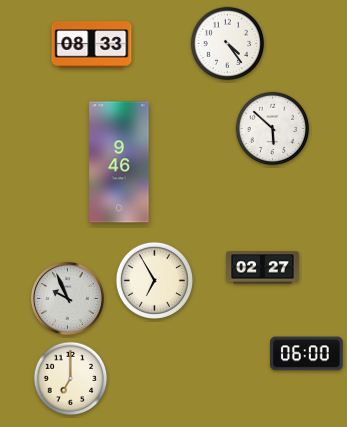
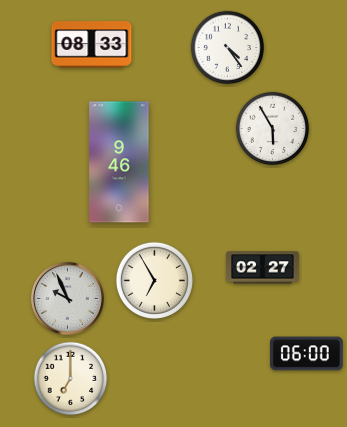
clock at (228, 44) position: (228, 44) -> (228, 48)
clock at (273, 129): 5:52 -> 5:55
